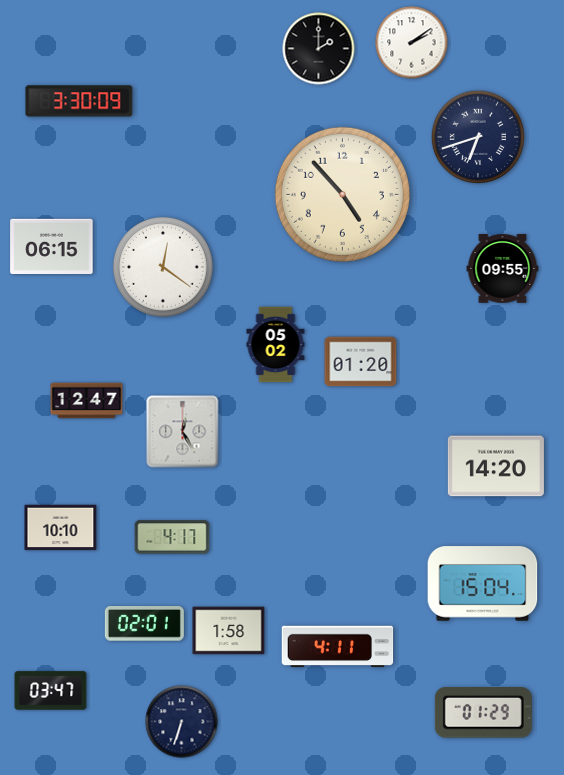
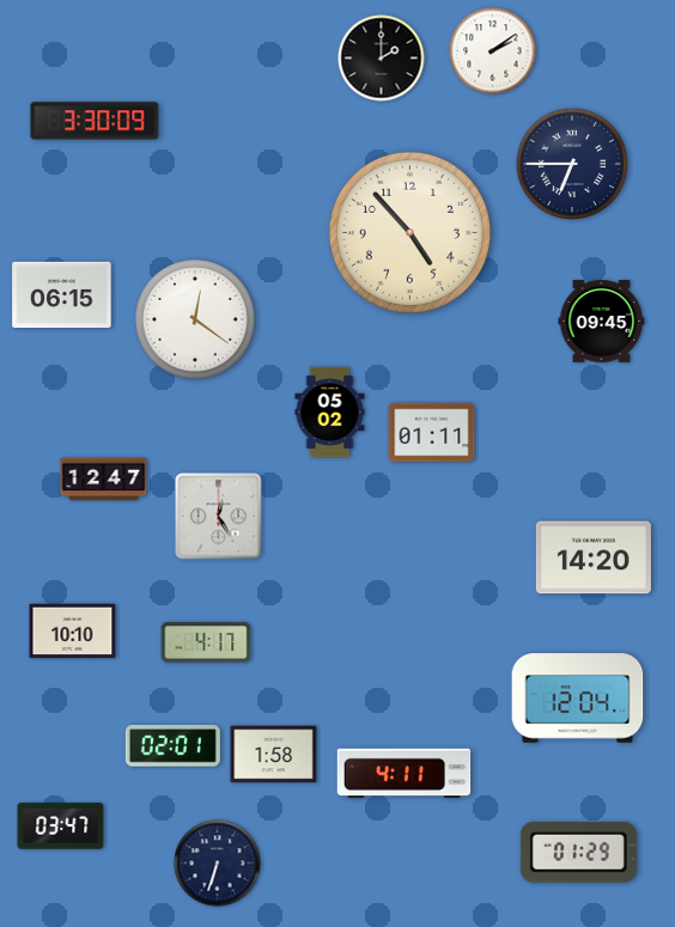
clock at (477, 136): 6:42 -> 6:45
clock at (503, 269): 09:55 -> 09:45
clock at (361, 362): 01:20 -> 01:11
clock at (483, 584): 15:04 -> 12:04
